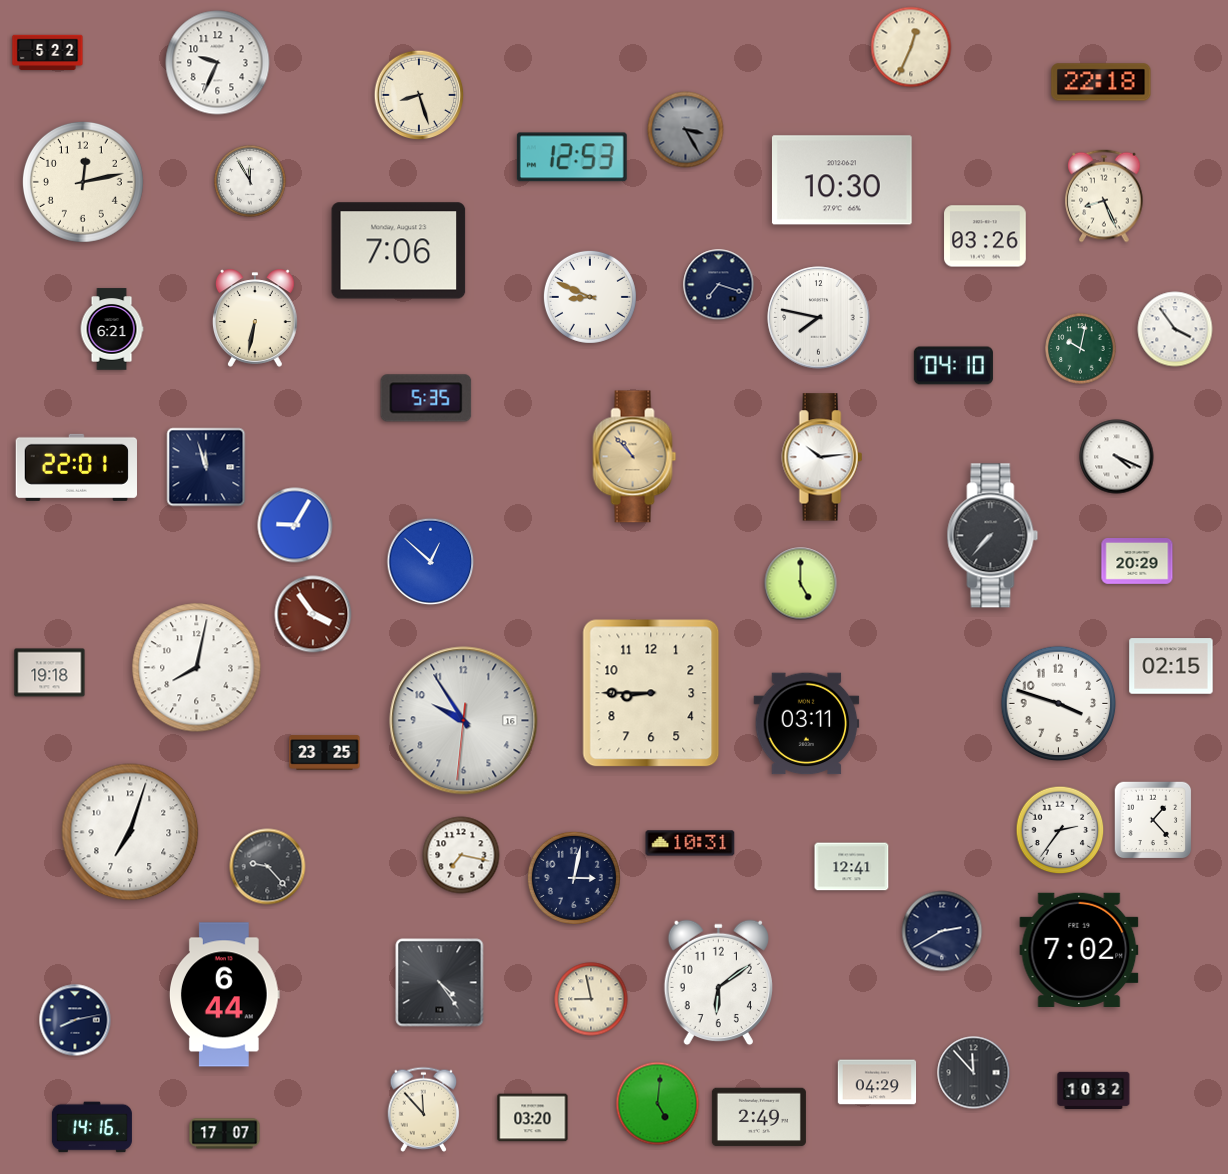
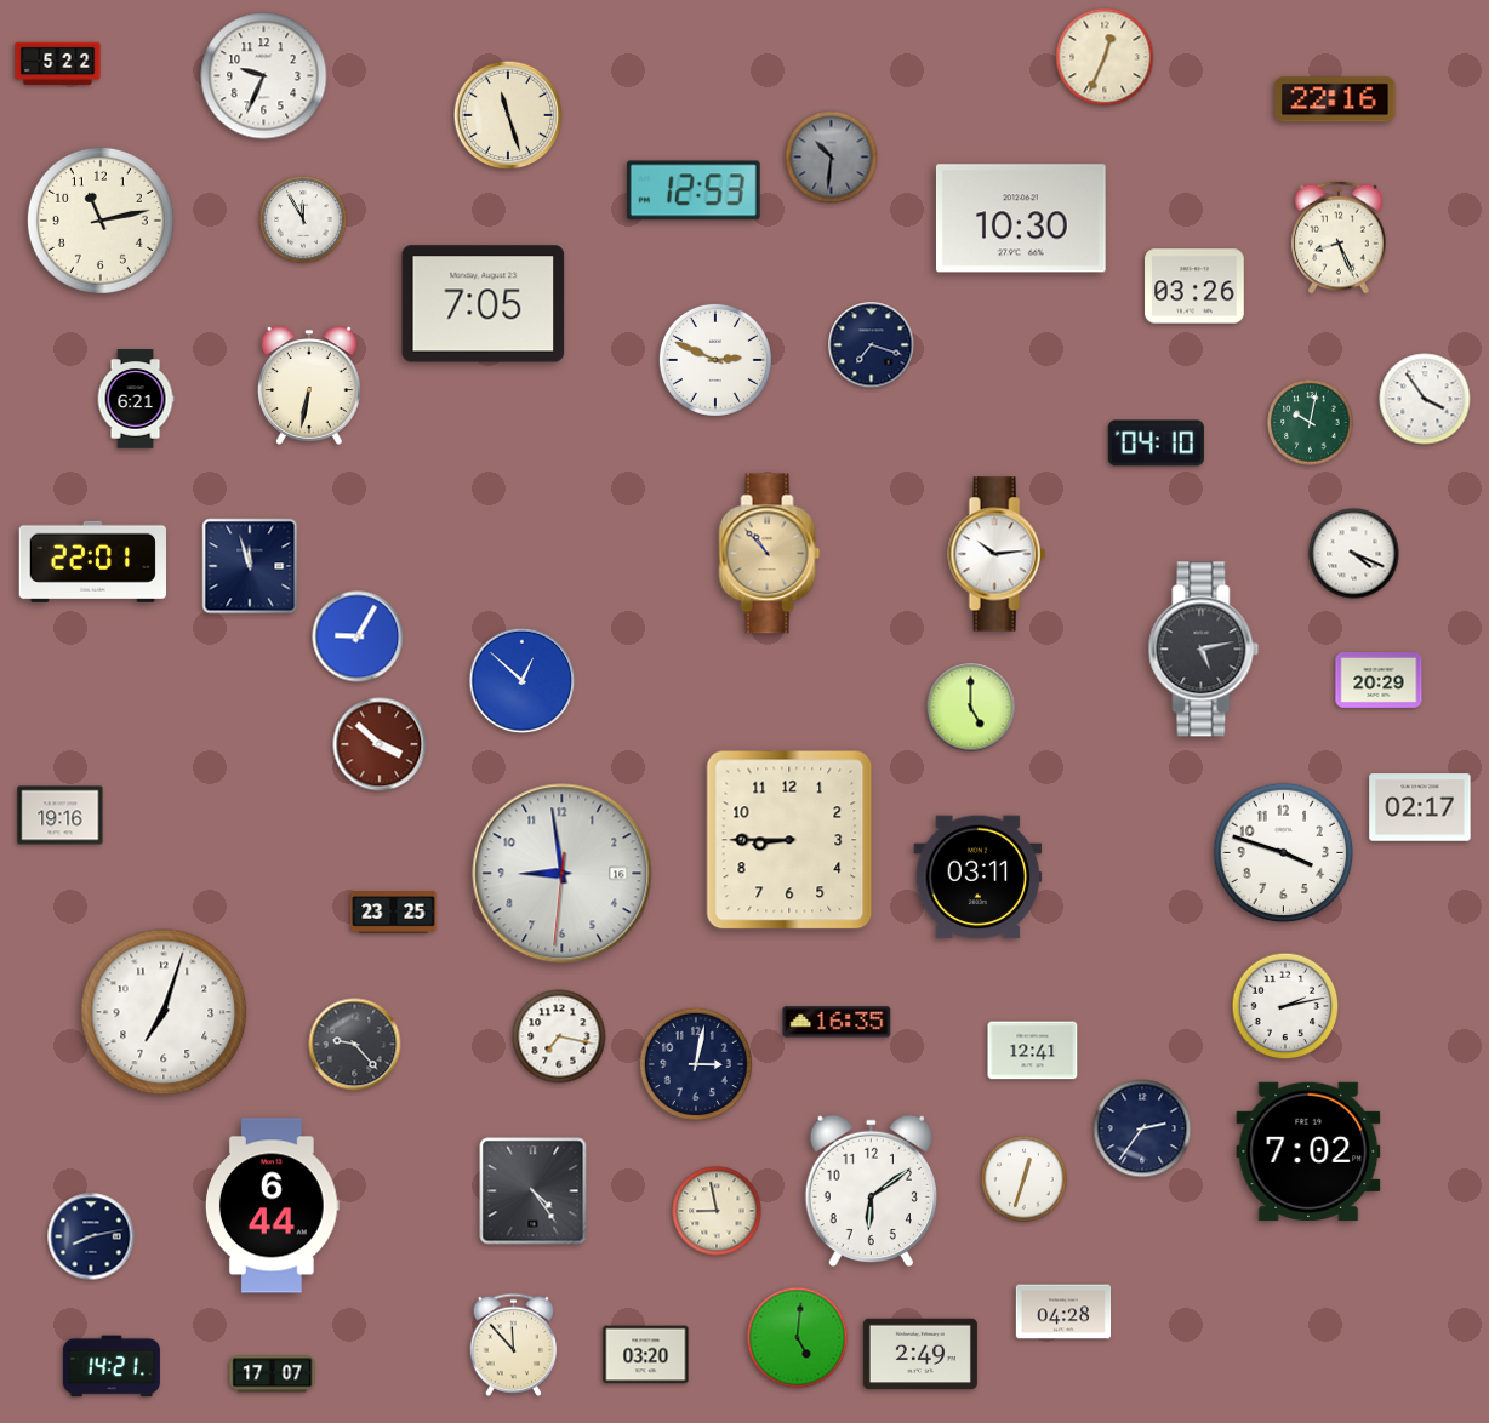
clock at (1101, 82): 22:18 -> 22:16
clock at (419, 95): 8:27 -> 11:27
clock at (686, 130): 3:25 -> 10:31
clock at (83, 182): 12:13 -> 11:13
clock at (399, 251): 7:06 -> 7:05
clock at (590, 297): 8:49 -> 2:49
clock at (819, 318): 7:47 -> none
clock at (426, 398): 5:35 -> none
clock at (76, 467) position: (76, 467) -> (92, 561)
clock at (993, 536): 7:37 -> 5:13
clock at (313, 614): 3:54 -> 3:52
clock at (1171, 666): 02:15 -> 02:17
clock at (197, 668): 8:02 -> none
clock at (50, 673): 19:18 -> 19:16
clock at (464, 721): 9:54 -> 8:58
clock at (1153, 820): 1:23 -> none
clock at (1060, 830): 2:36 -> 2:13
clock at (130, 832) position: (130, 832) -> (164, 1012)
clock at (690, 843): 10:31 -> 16:35
clock at (268, 867) position: (268, 867) -> (355, 1045)
clock at (942, 931): 2:40 -> 2:36
clock at (1025, 1179): none -> 12:33
clock at (974, 1073): 11:53 -> none
clock at (877, 1082): 04:29 -> 04:28
clock at (1094, 1090): 10:32 -> none
clock at (92, 1127): 14:16 -> 14:21
